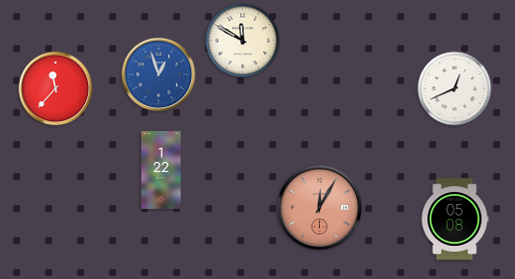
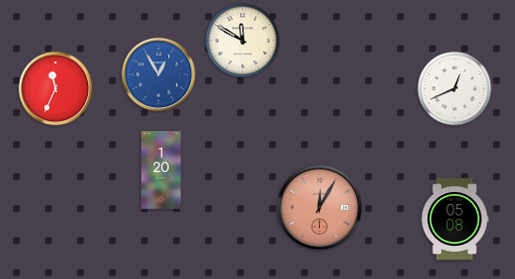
clock at (159, 75): 12:57 -> 12:55
clock at (56, 89): 11:37 -> 11:34
clock at (161, 171): 1:22 -> 1:20
